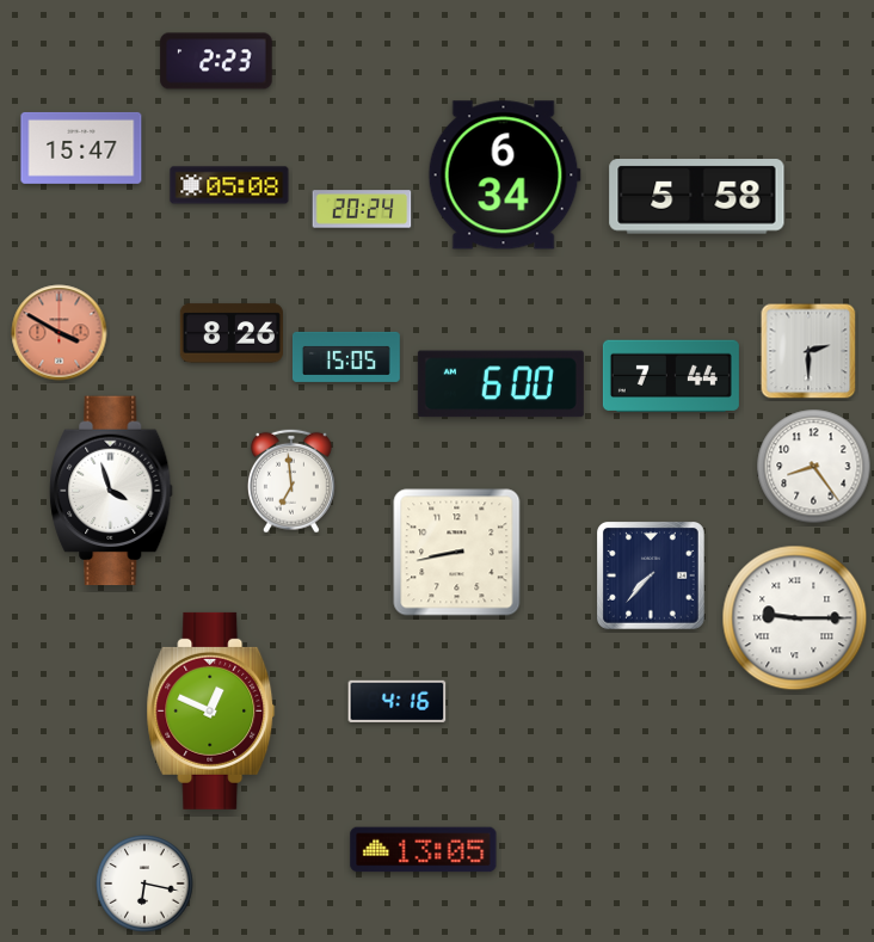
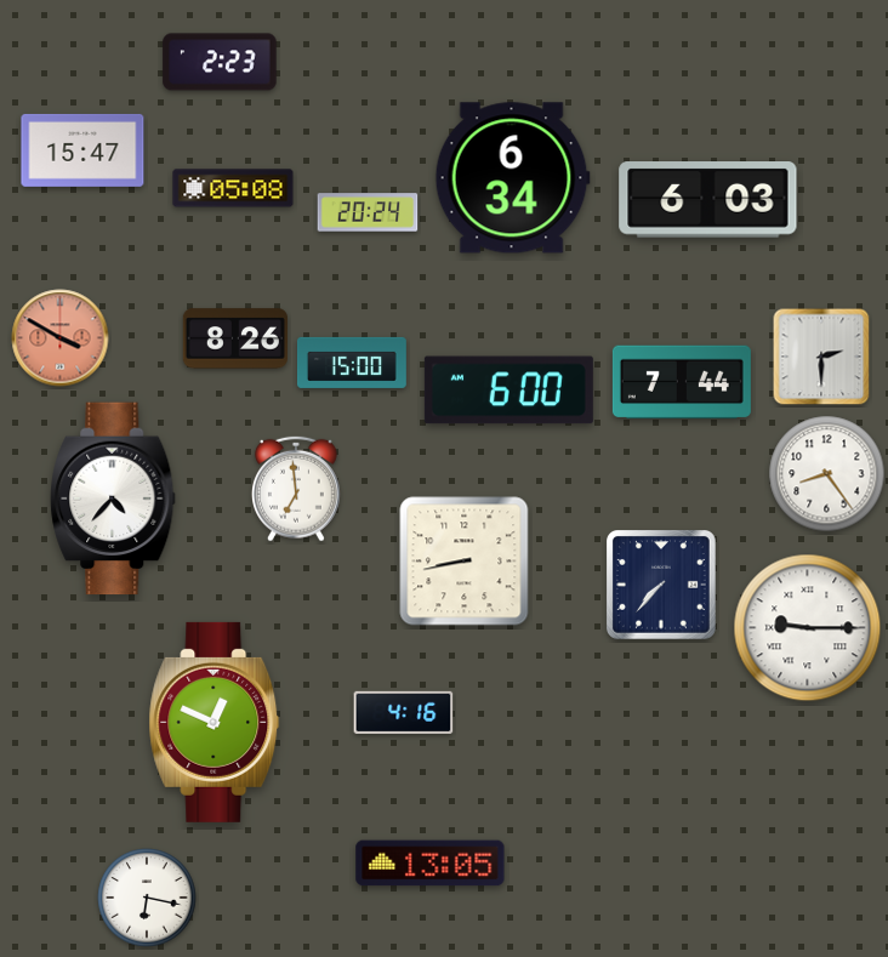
clock at (697, 197): 5:58 -> 6:03
clock at (346, 357): 15:05 -> 15:00
clock at (111, 491): 3:57 -> 4:37
